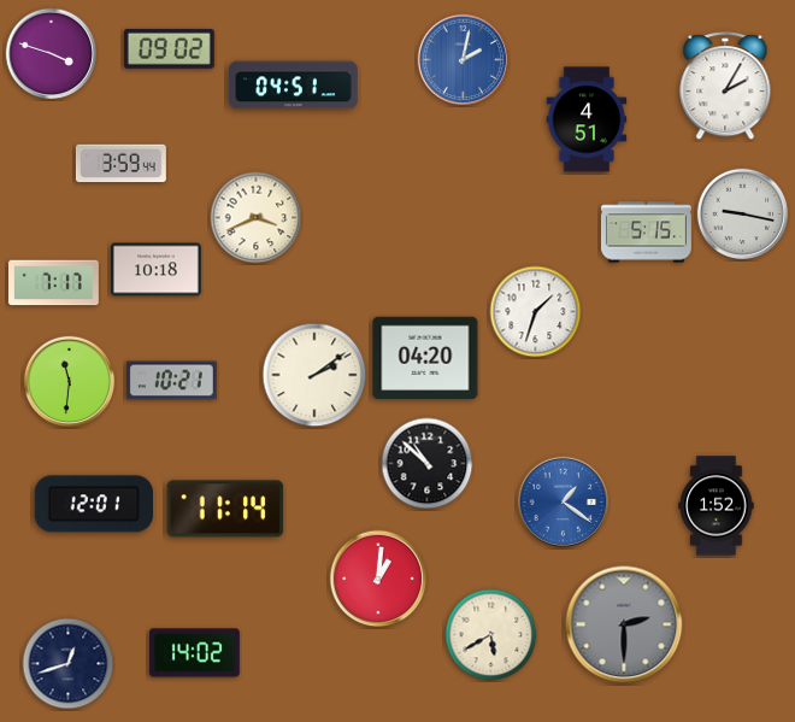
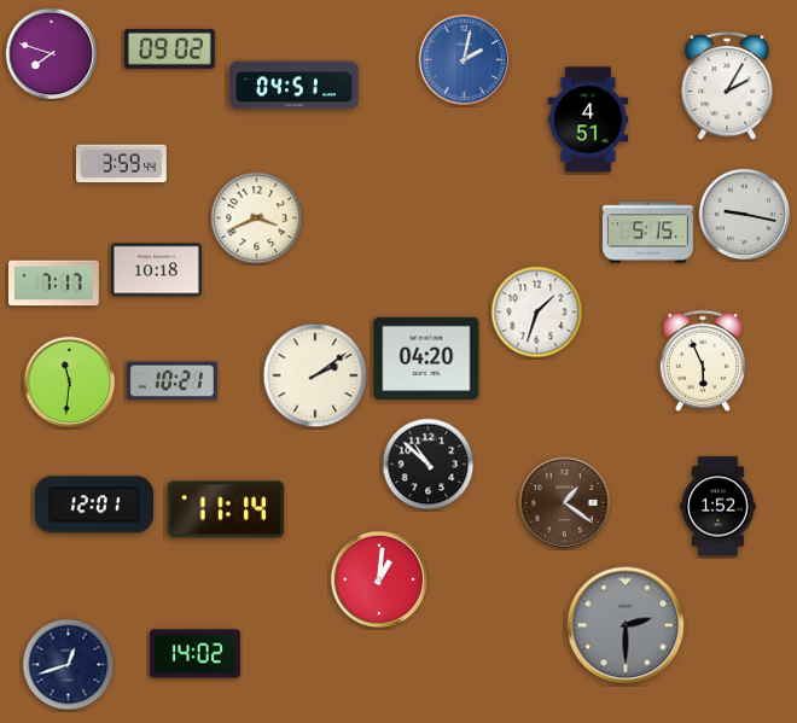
clock at (52, 54): 3:48 -> 7:48
clock at (703, 361): none -> 5:56
clock at (564, 503) dial: blue -> brown
clock at (491, 635): 5:40 -> none
